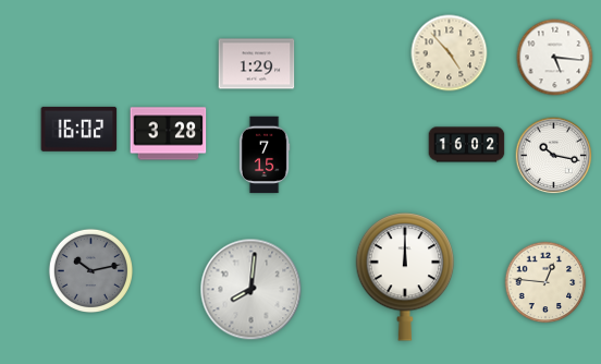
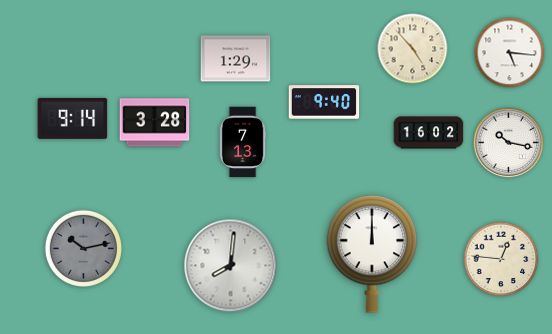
clock at (324, 102): none -> 9:40
clock at (79, 129): 16:02 -> 9:14
clock at (265, 155): 7:15 -> 7:13
